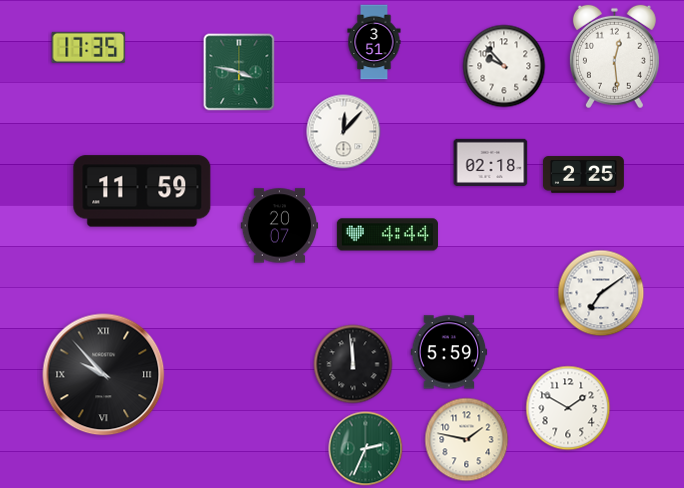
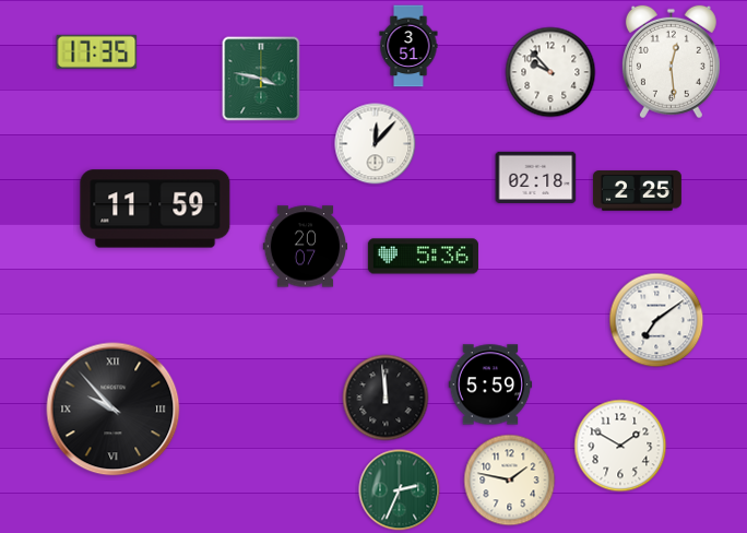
clock at (387, 235): 4:44 -> 5:36
